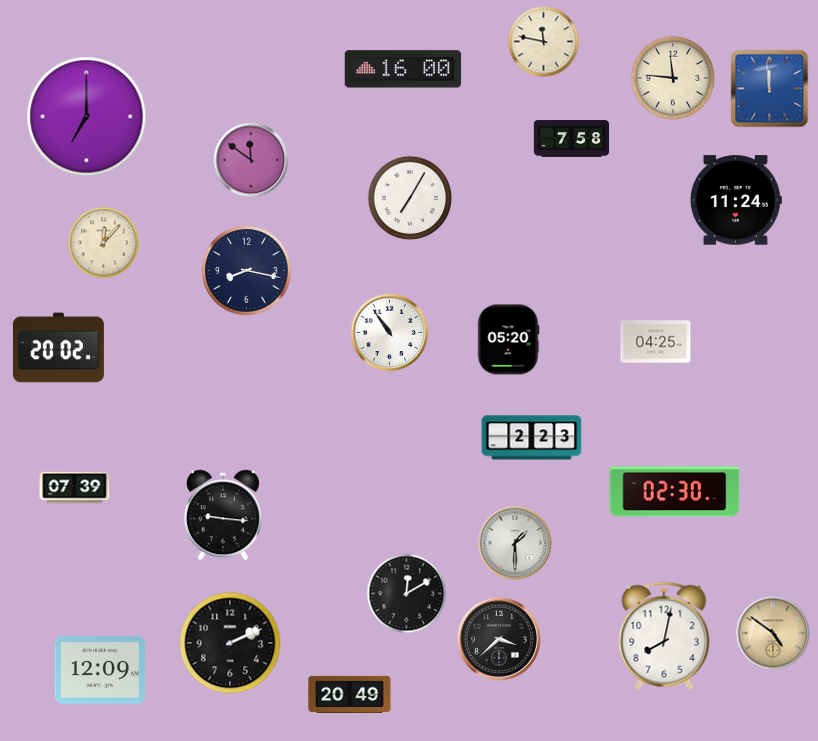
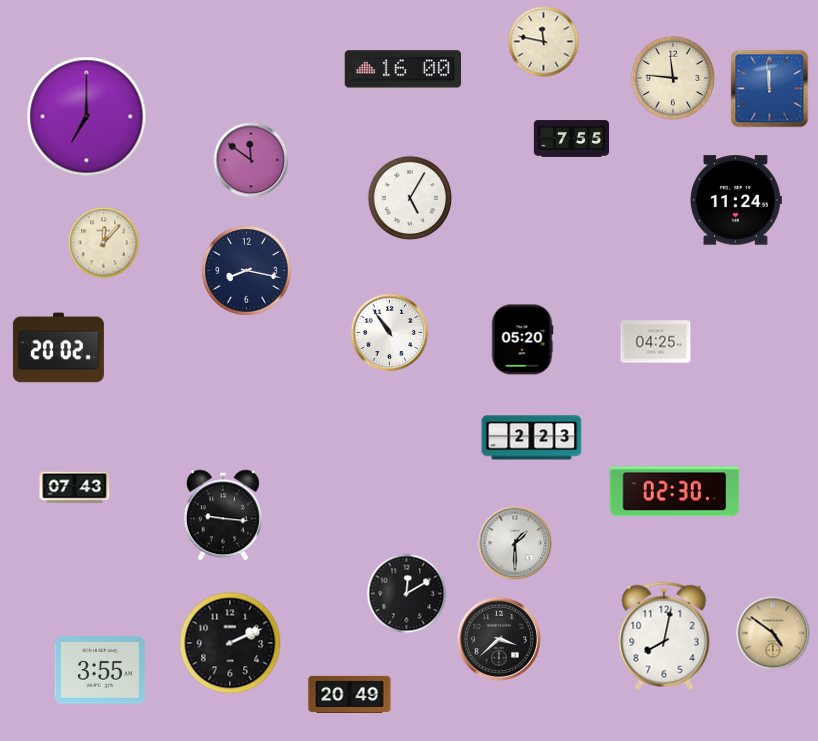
clock at (572, 139): 7:58 -> 7:55
clock at (410, 198): 7:05 -> 5:05
clock at (508, 340) position: (508, 340) -> (522, 340)
clock at (75, 488): 07:39 -> 07:43
clock at (100, 670): 12:09 -> 3:55
